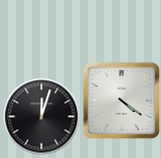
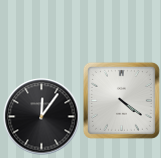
clock at (42, 117): 12:03 -> 12:06
